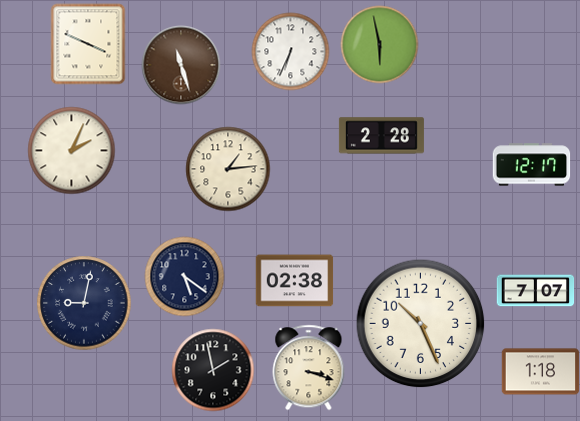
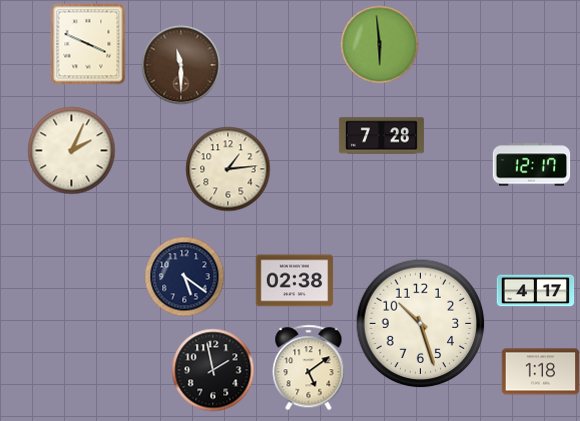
clock at (379, 44): 5:58 -> 5:59
clock at (290, 51): 6:34 -> none
clock at (181, 65): 11:27 -> 11:30
clock at (381, 136): 2:28 -> 7:28
clock at (535, 291): 7:07 -> 4:17
clock at (84, 303): 9:02 -> none
clock at (420, 323): 10:26 -> 10:27
clock at (309, 367): 3:18 -> 5:09
